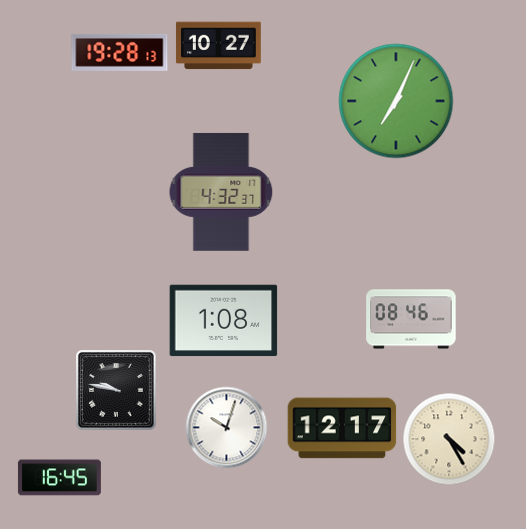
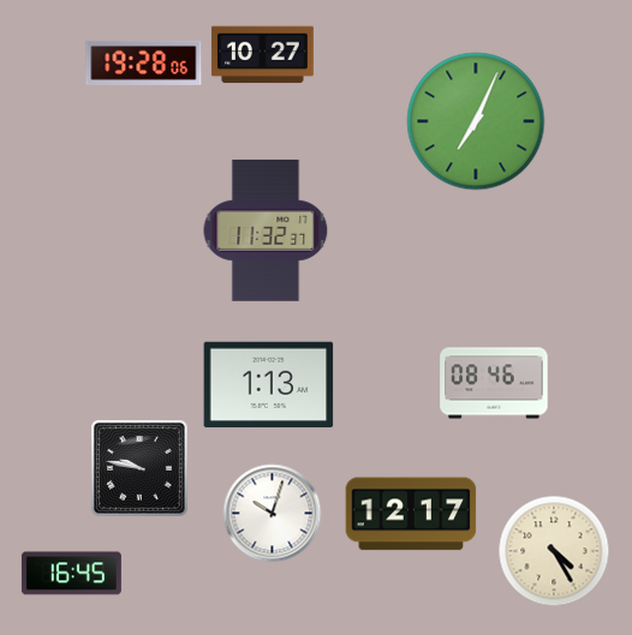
clock at (120, 52): 19:28:13 -> 19:28:06
clock at (221, 192): 4:32 -> 11:32
clock at (224, 321): 1:08 -> 1:13
clock at (449, 439) position: (449, 439) -> (554, 551)
